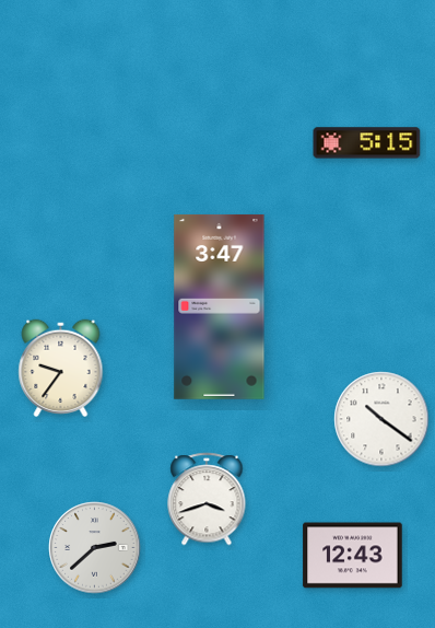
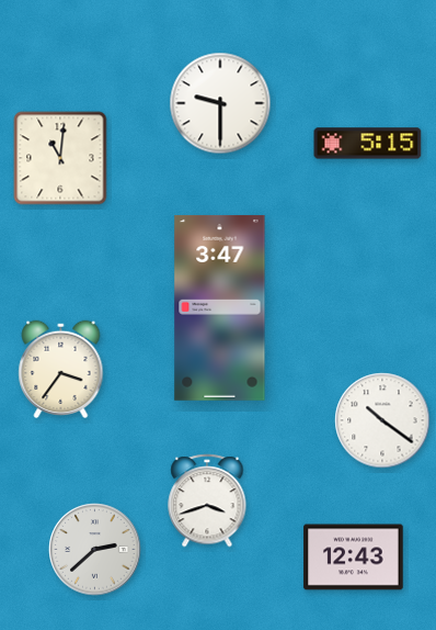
clock at (220, 103): none -> 9:30
clock at (60, 158): none -> 11:01
clock at (61, 368): 9:36 -> 3:36
